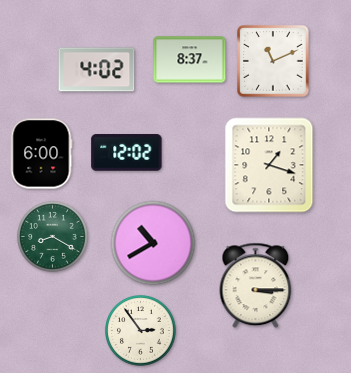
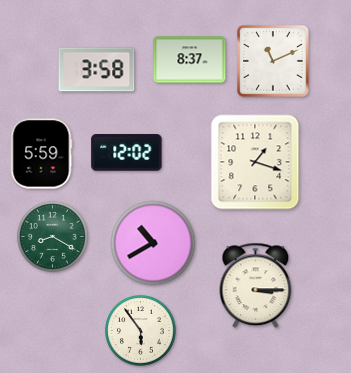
clock at (97, 70): 4:02 -> 3:58
clock at (41, 154): 6:00 -> 5:59
clock at (269, 165) position: (269, 165) -> (255, 162)
clock at (141, 331): 2:54 -> 5:54
